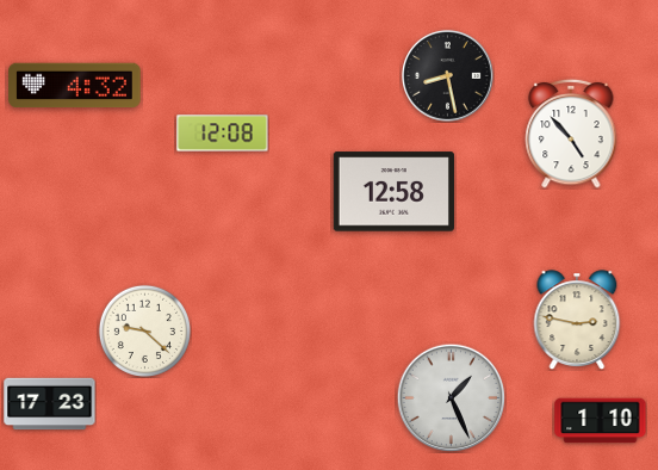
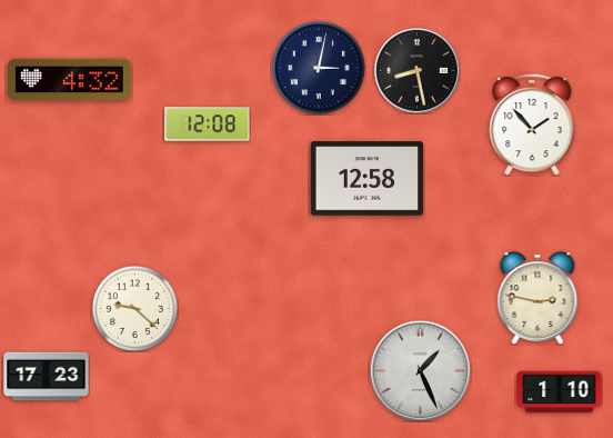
clock at (319, 68): none -> 3:02
clock at (571, 134): 4:53 -> 1:53
